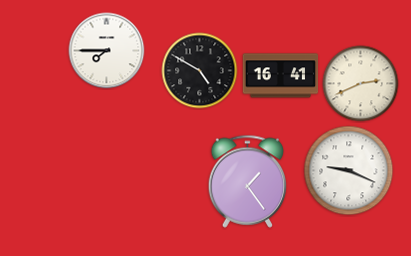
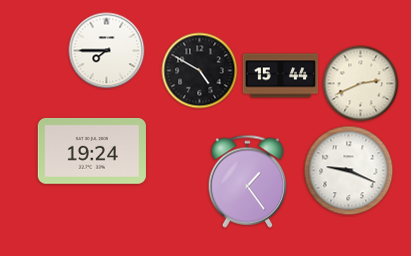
clock at (281, 76): 16:41 -> 15:44
clock at (92, 151): none -> 19:24
